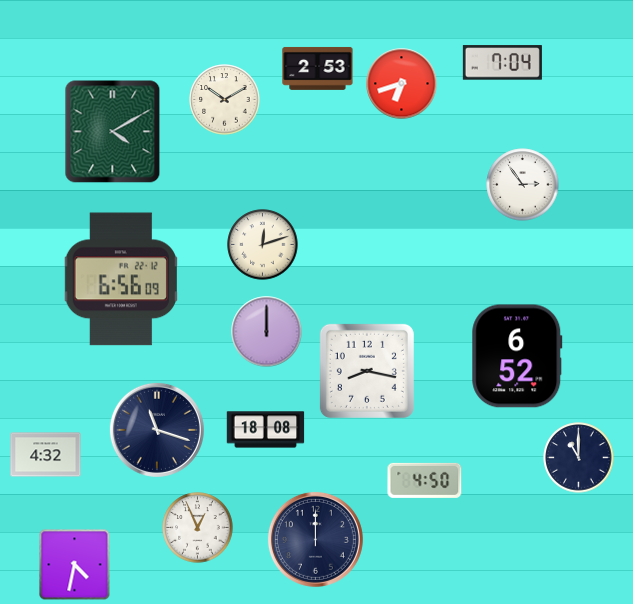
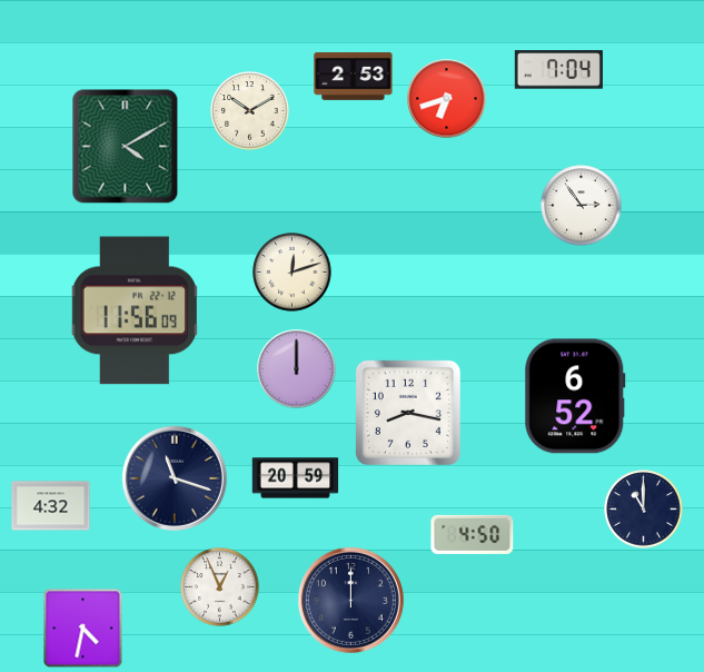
clock at (402, 84) position: (402, 84) -> (447, 99)
clock at (121, 279): 6:56 -> 11:56
clock at (266, 430): 18:08 -> 20:59
